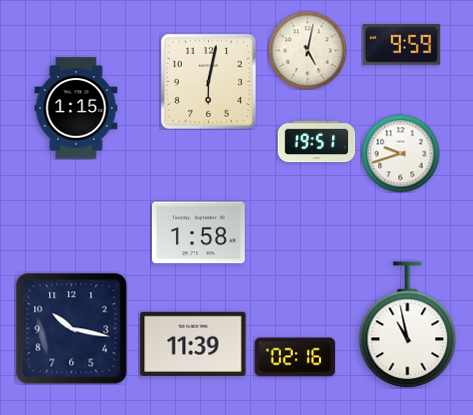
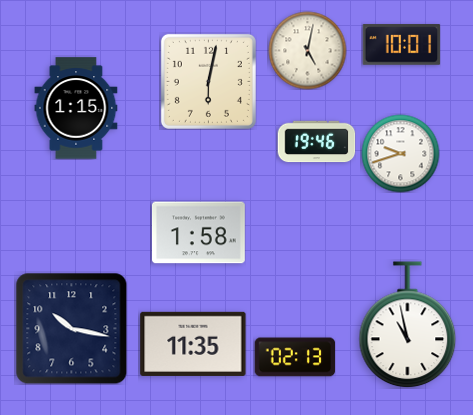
clock at (401, 45): 9:59 -> 10:01
clock at (316, 142): 19:51 -> 19:46
clock at (193, 344): 11:39 -> 11:35
clock at (295, 357): 02:16 -> 02:13
